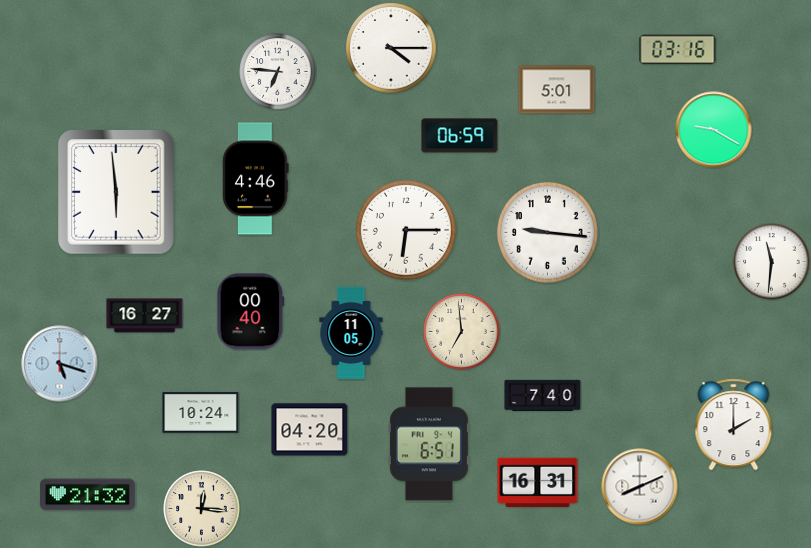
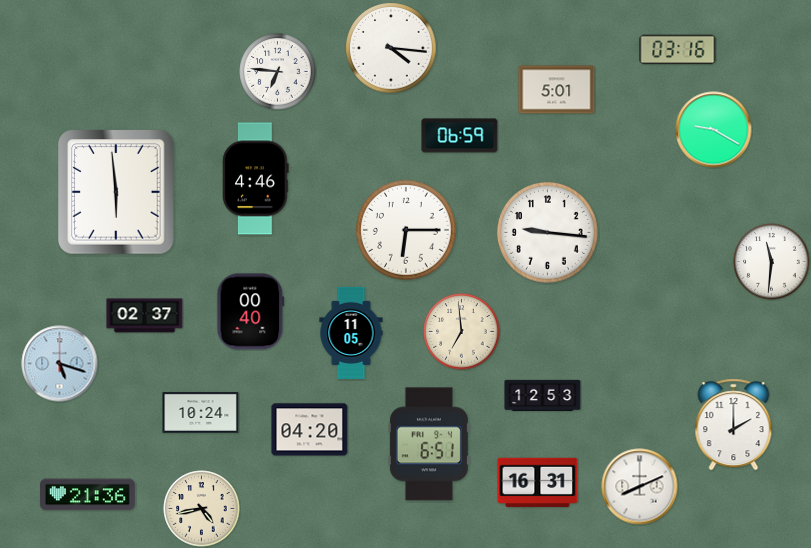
clock at (391, 48): 4:15 -> 4:16
clock at (145, 316): 16:27 -> 02:37
clock at (543, 395): 7:40 -> 12:53
clock at (87, 495): 21:32 -> 21:36
clock at (202, 509): 12:16 -> 4:43
